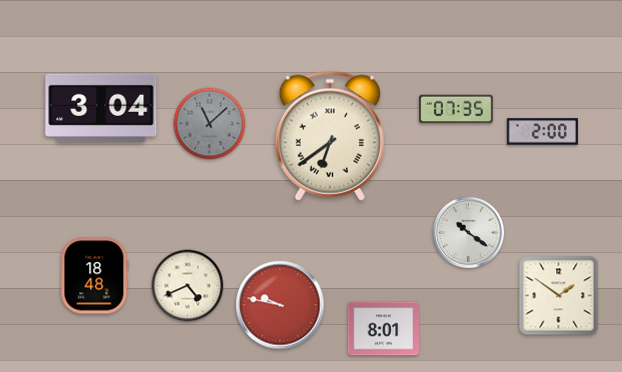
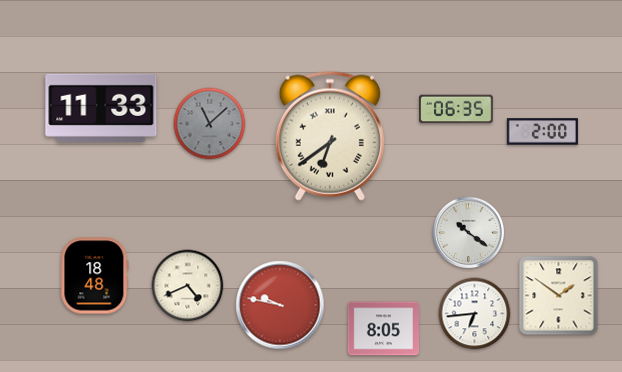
clock at (101, 108): 3:04 -> 11:33
clock at (457, 109): 07:35 -> 06:35
clock at (475, 314): none -> 6:44
clock at (383, 329): 8:01 -> 8:05
